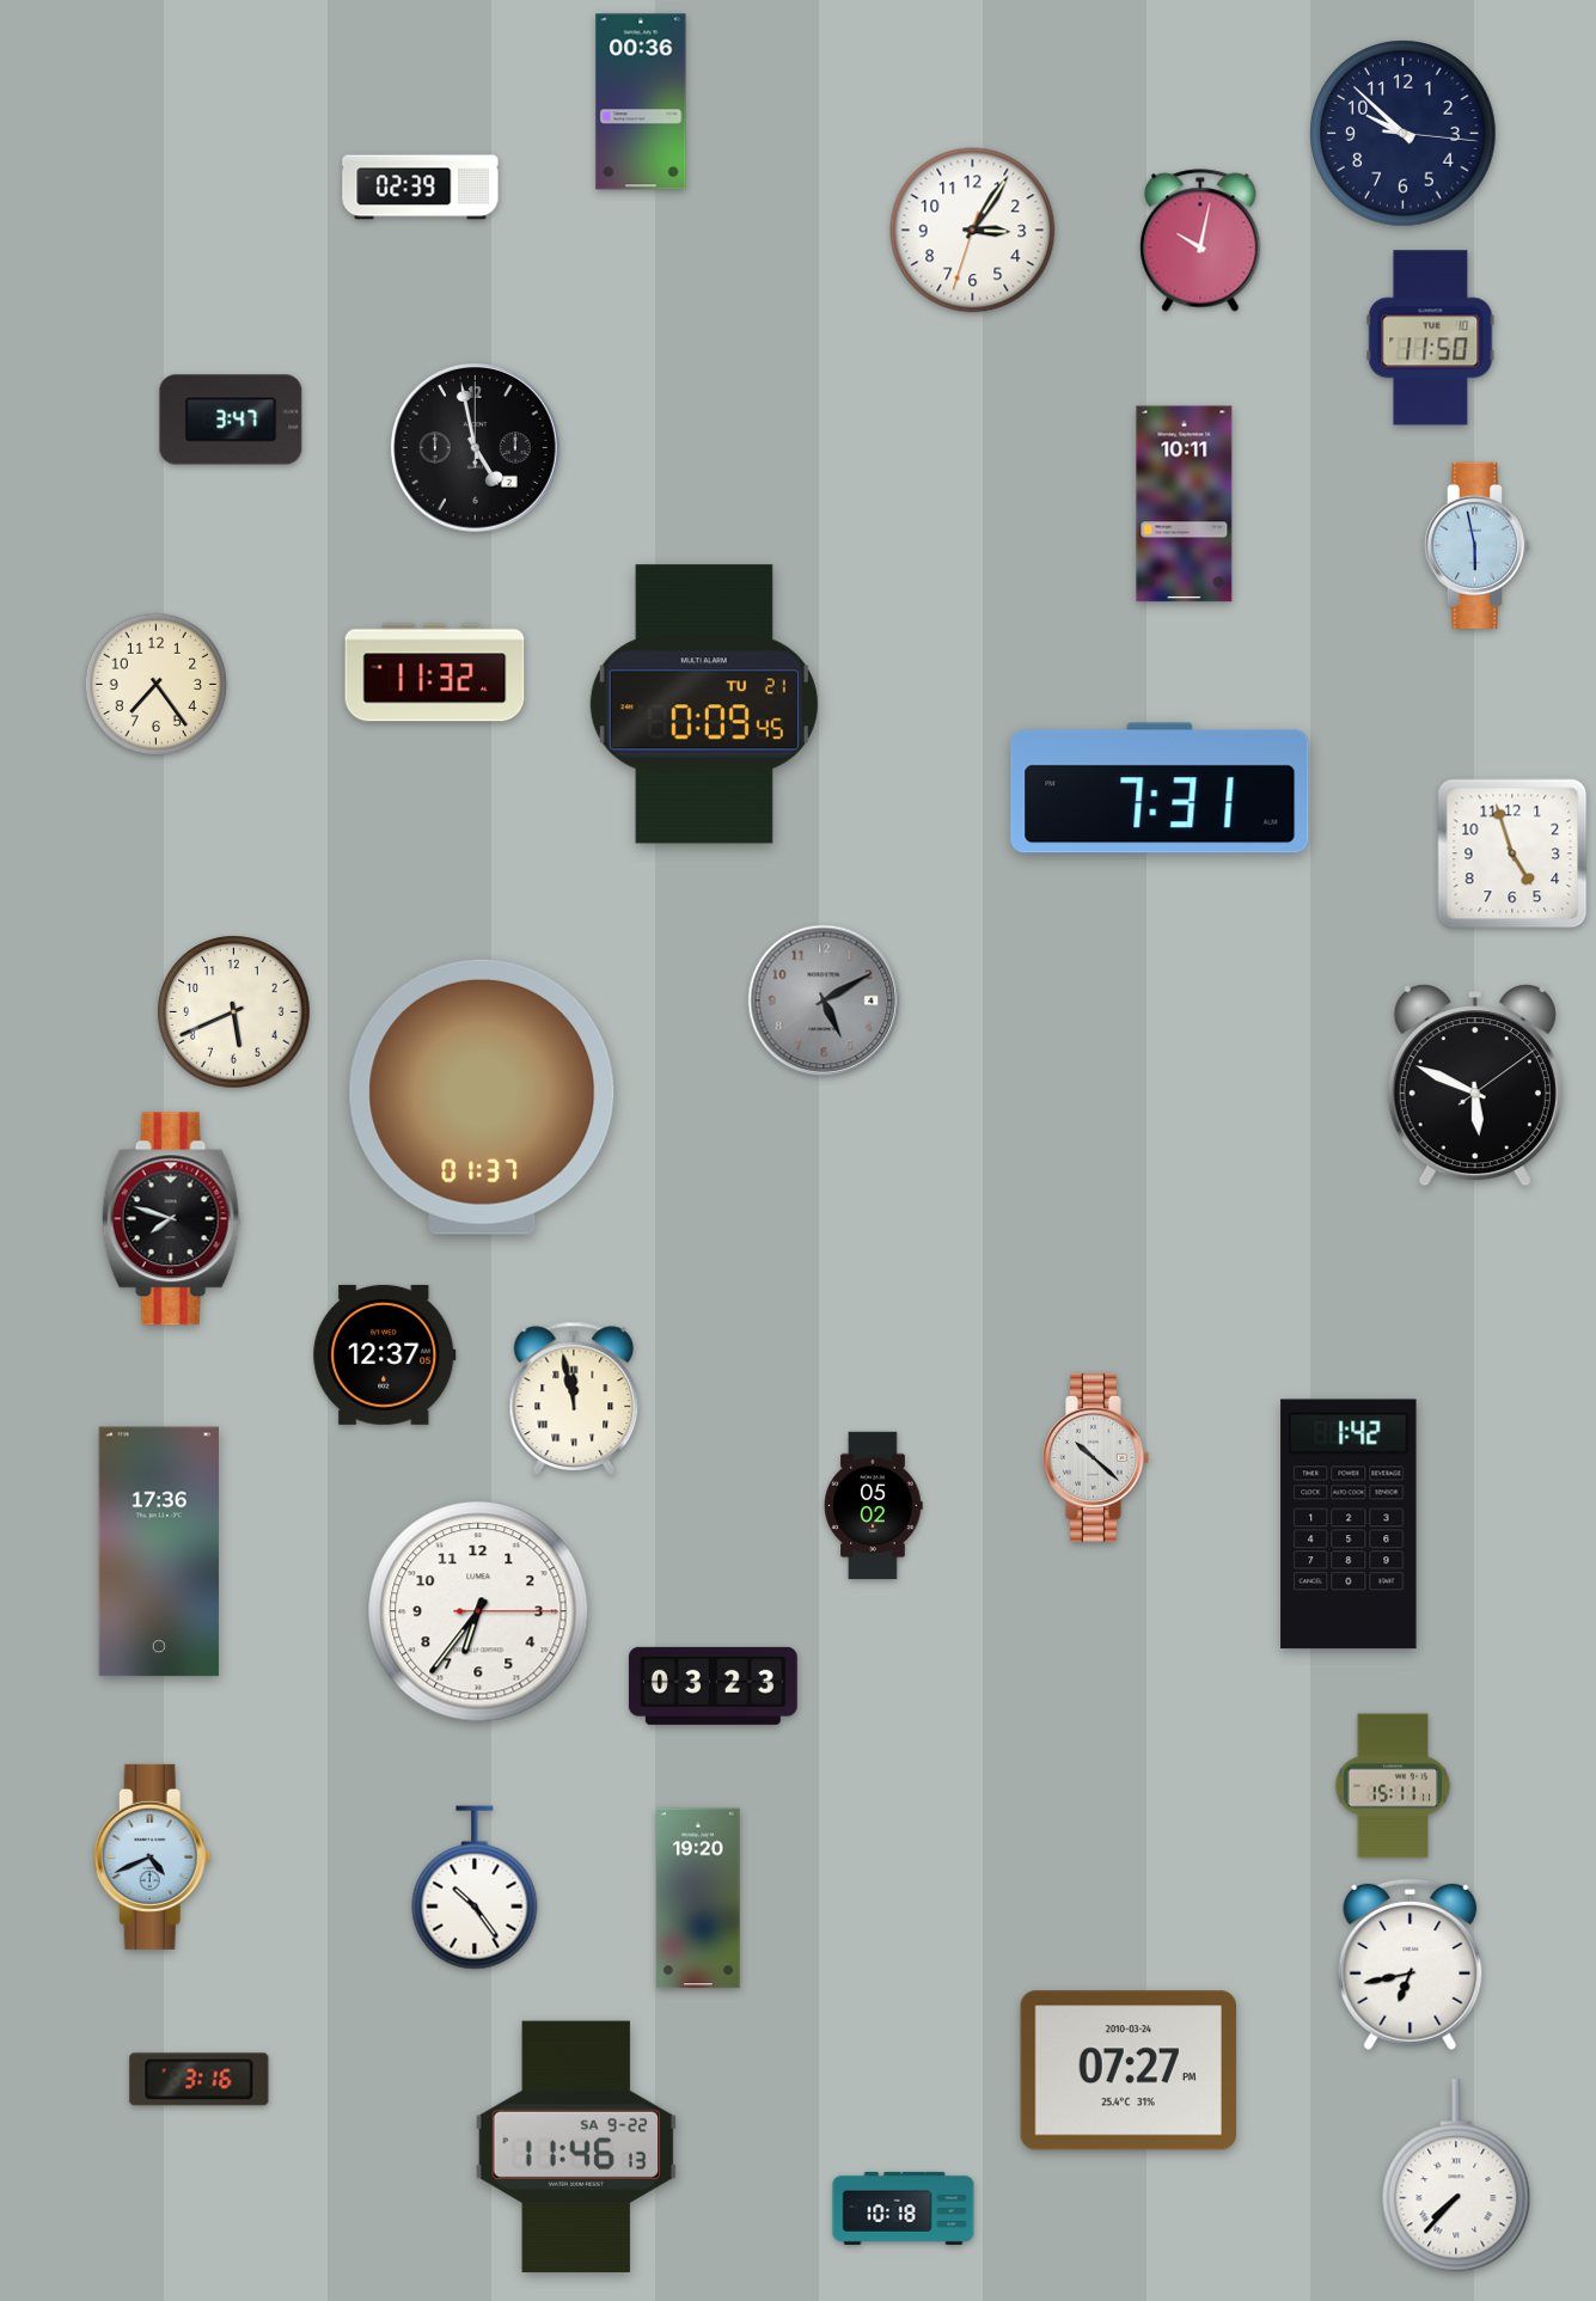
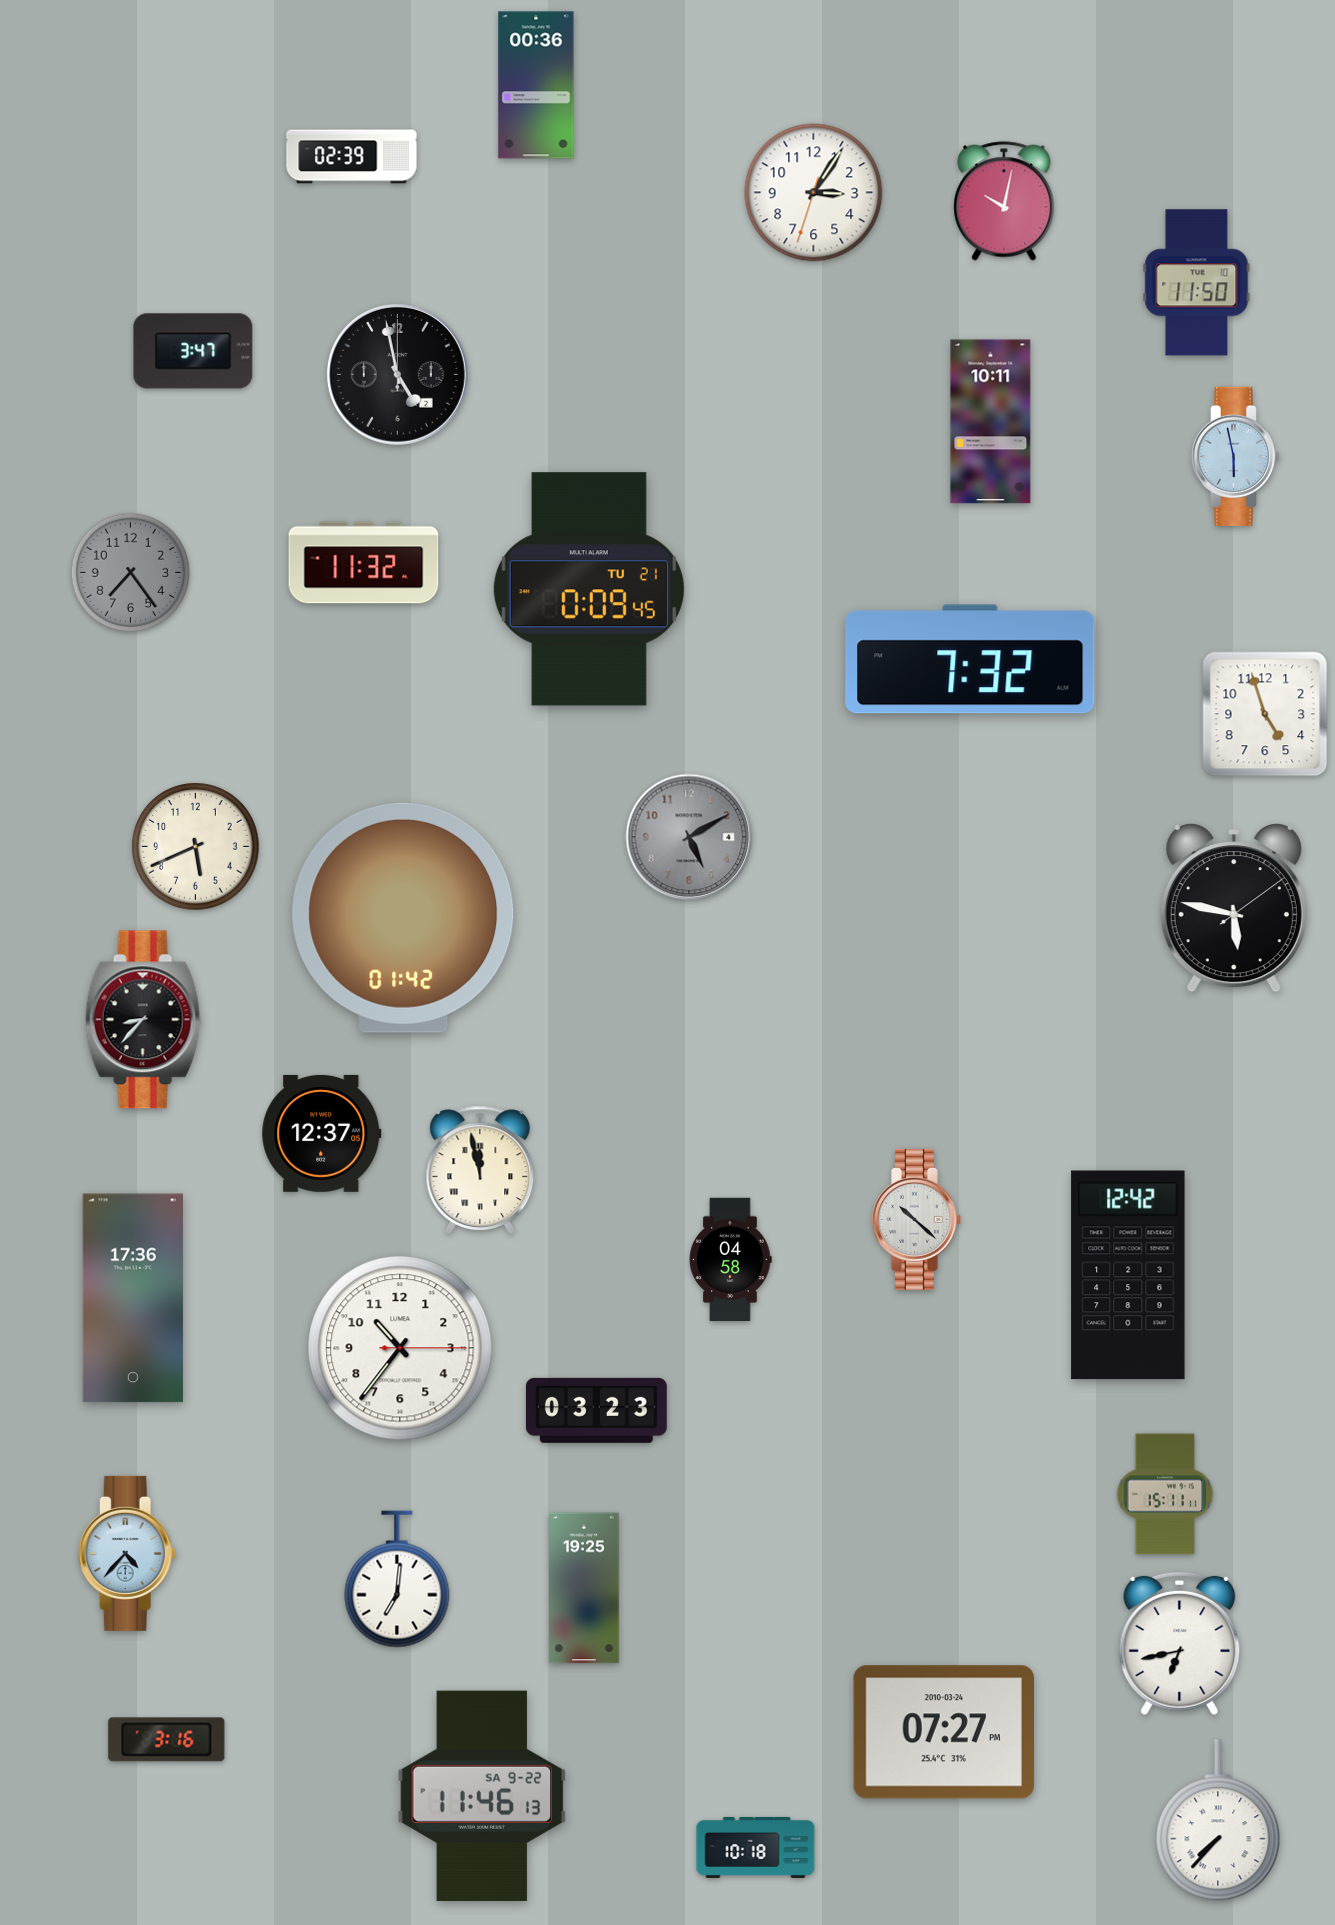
clock at (1404, 134): 9:52 -> none
clock at (157, 685) dial: cream -> grey
clock at (1160, 788): 7:31 -> 7:32
clock at (1475, 1085): 5:49 -> 5:47
clock at (482, 1097): 01:37 -> 01:42
clock at (171, 1219): 7:48 -> 8:37
clock at (873, 1506): 05:02 -> 04:58
clock at (1349, 1524): 1:42 -> 12:42
clock at (478, 1611): 6:36 -> 10:36
clock at (152, 1856): 4:41 -> 4:37
clock at (475, 1887): 10:24 -> 7:01
clock at (698, 1898): 19:20 -> 19:25
